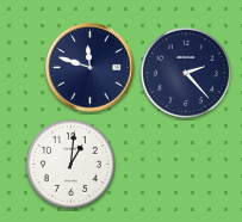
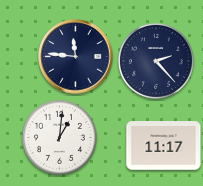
clock at (91, 68): 11:48 -> 11:46
clock at (164, 146): none -> 11:17
